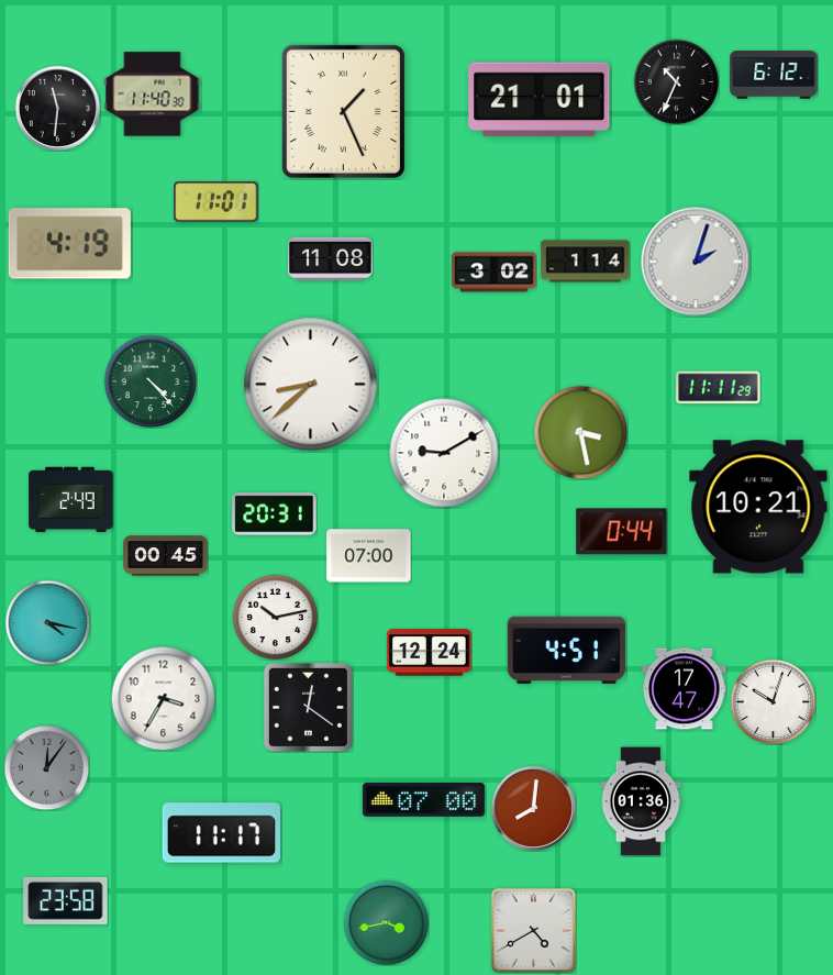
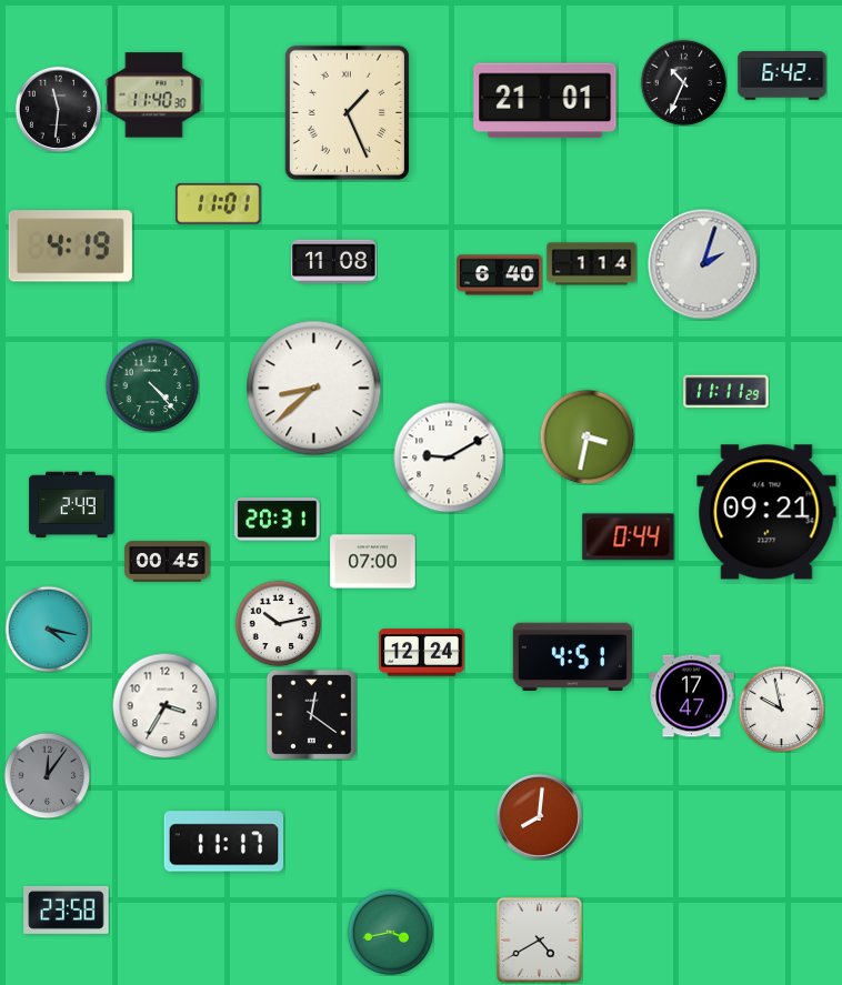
clock at (774, 75): 6:12 -> 6:42
clock at (495, 273): 3:02 -> 6:40
clock at (580, 432): 3:28 -> 3:32
clock at (758, 507): 10:21 -> 09:21
clock at (430, 653) position: (430, 653) -> (422, 653)
clock at (773, 701): 10:03 -> 9:58
clock at (423, 800): 07:00 -> none
clock at (641, 801): 01:36 -> none
